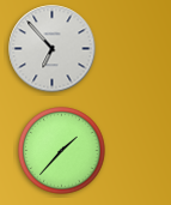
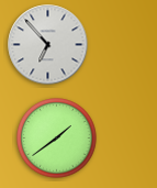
clock at (62, 151): 1:37 -> 1:39
